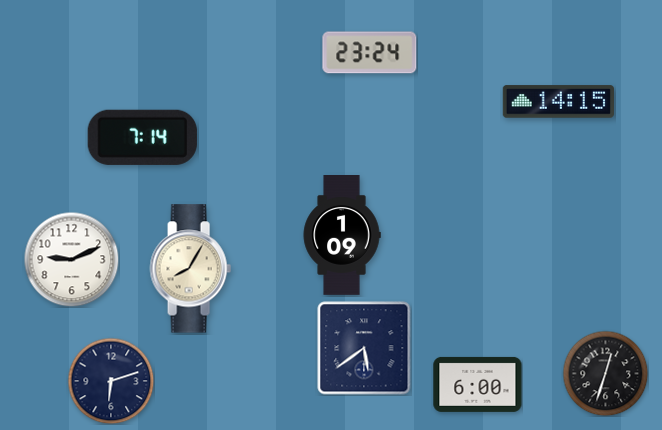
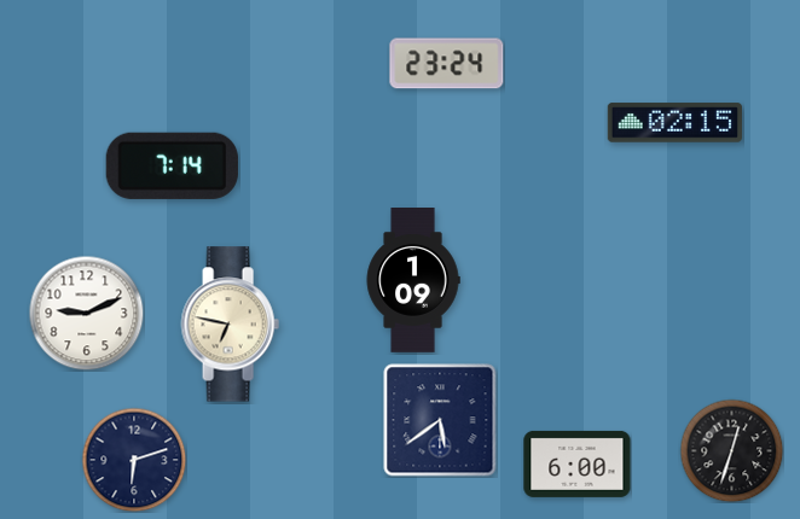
clock at (558, 102): 14:15 -> 02:15
clock at (342, 236) position: (342, 236) -> (413, 281)
clock at (190, 269): 8:05 -> 6:47
